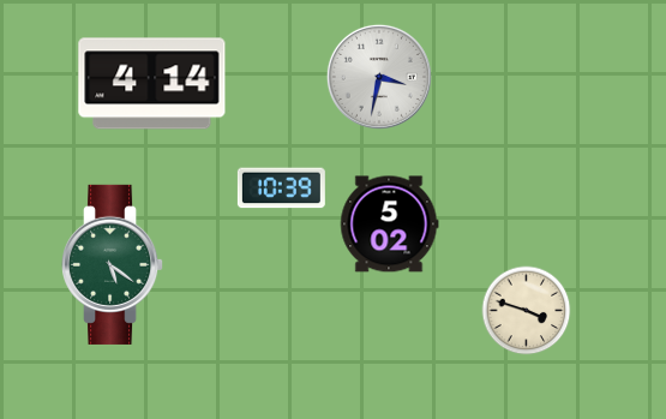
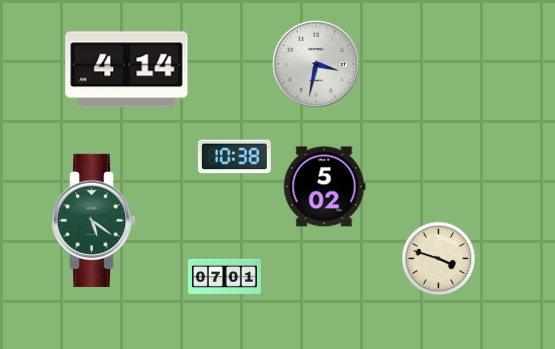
clock at (281, 188): 10:39 -> 10:38
clock at (224, 276): none -> 07:01
